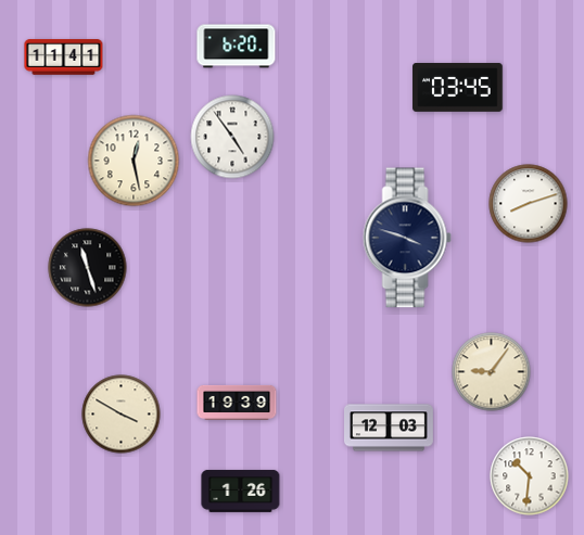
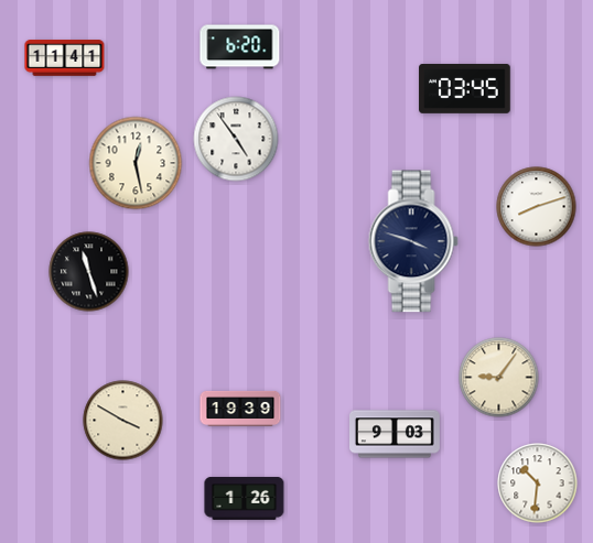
clock at (390, 428): 12:03 -> 9:03
